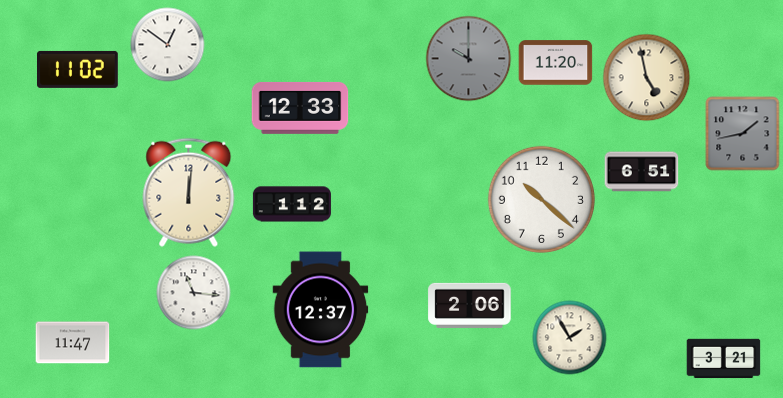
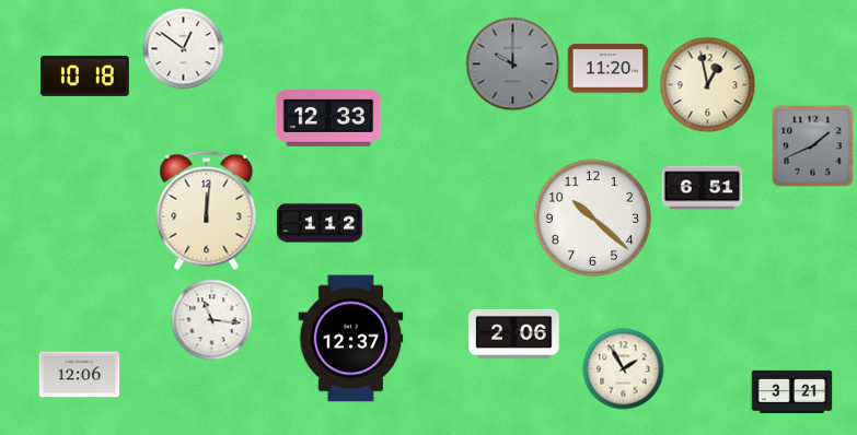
clock at (78, 69): 11:02 -> 10:18
clock at (647, 78): 4:58 -> 12:58
clock at (743, 134): 1:43 -> 1:41
clock at (73, 343): 11:47 -> 12:06
